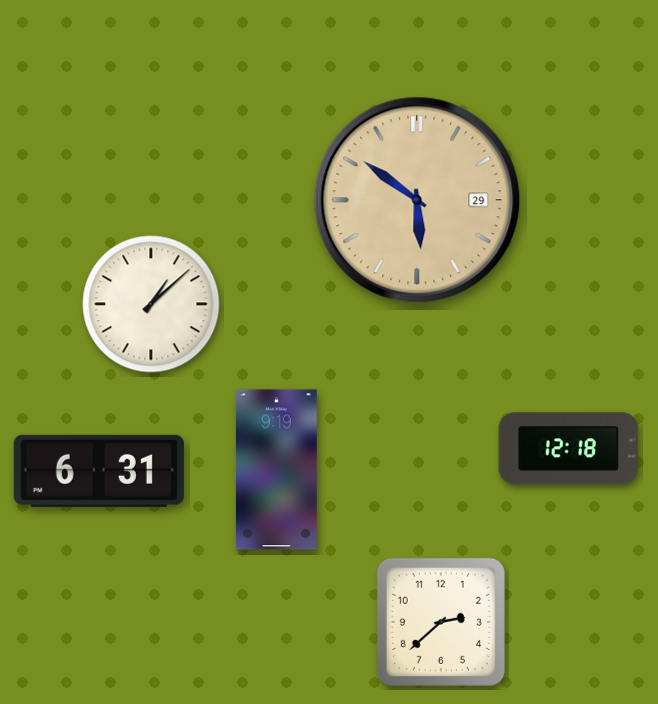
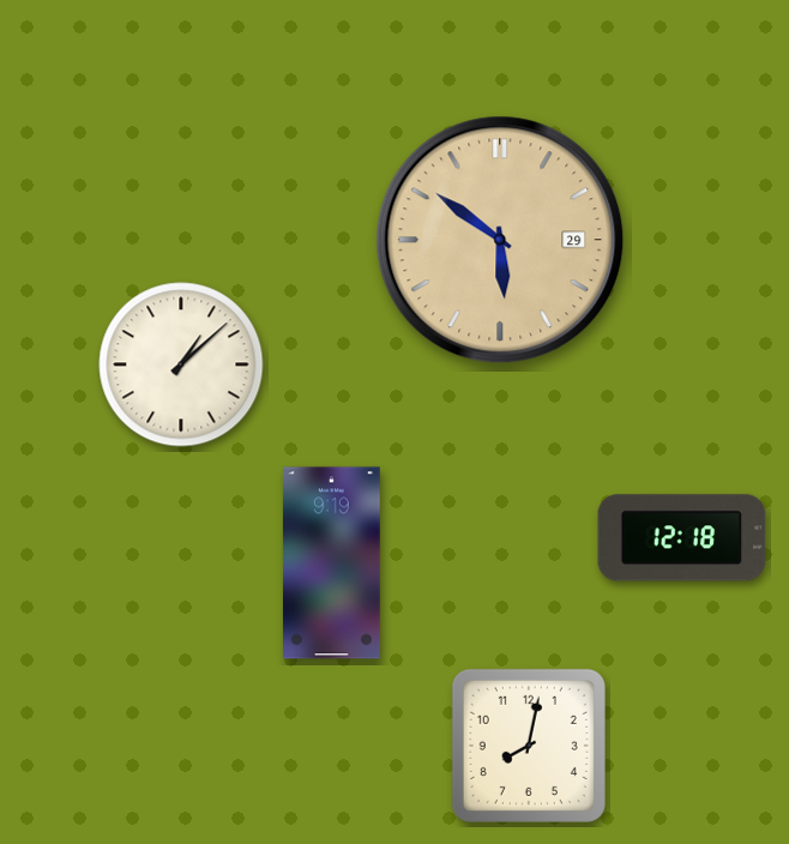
clock at (99, 471): 6:31 -> none
clock at (441, 622): 2:38 -> 8:02
